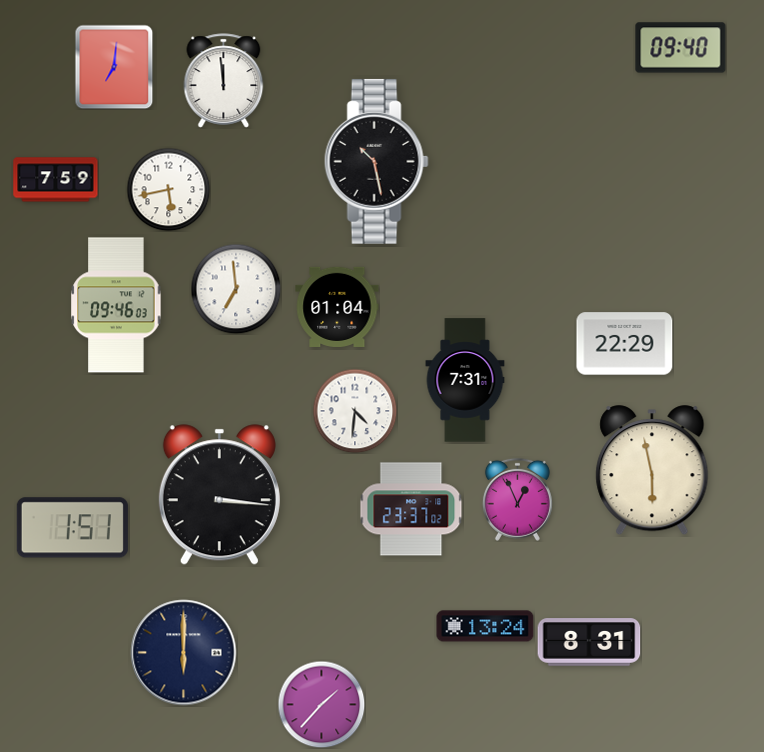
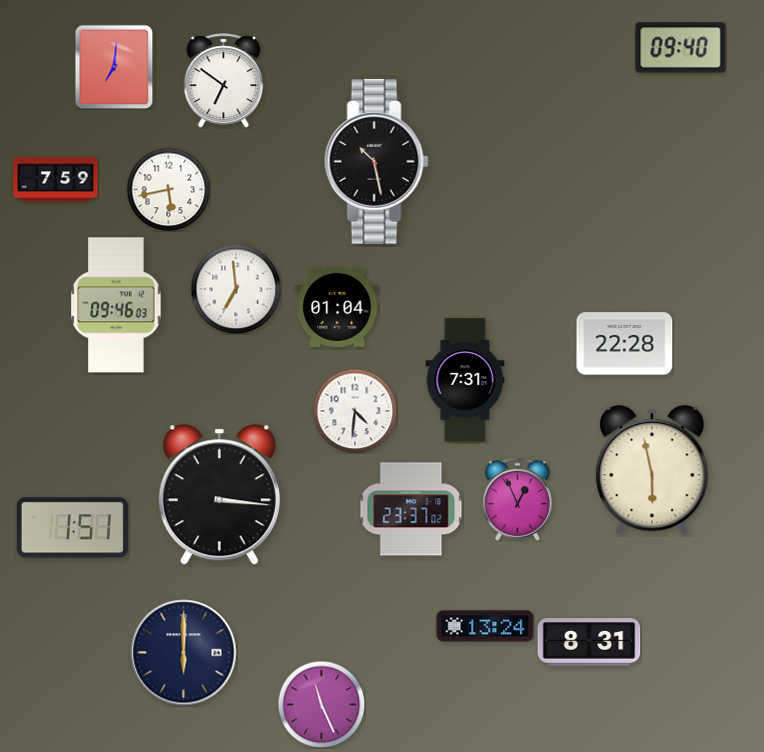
clock at (224, 81): 11:59 -> 6:51
clock at (625, 344): 22:29 -> 22:28
clock at (321, 704): 1:37 -> 11:26
